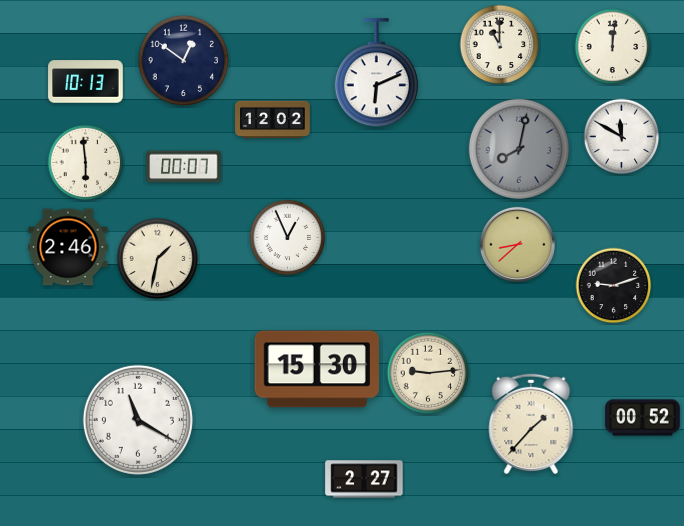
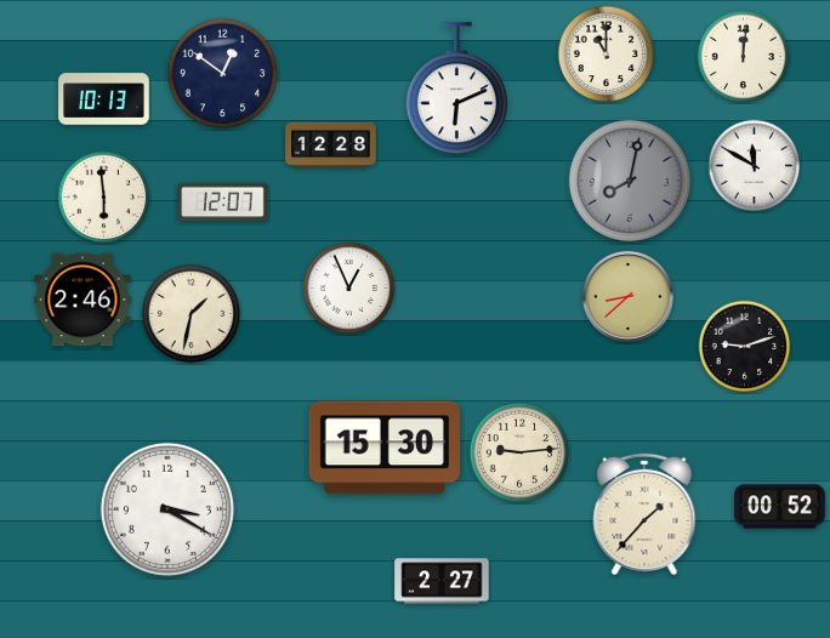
clock at (273, 120): 12:02 -> 12:28
clock at (184, 167): 00:07 -> 12:07
clock at (138, 420): 11:20 -> 3:20
